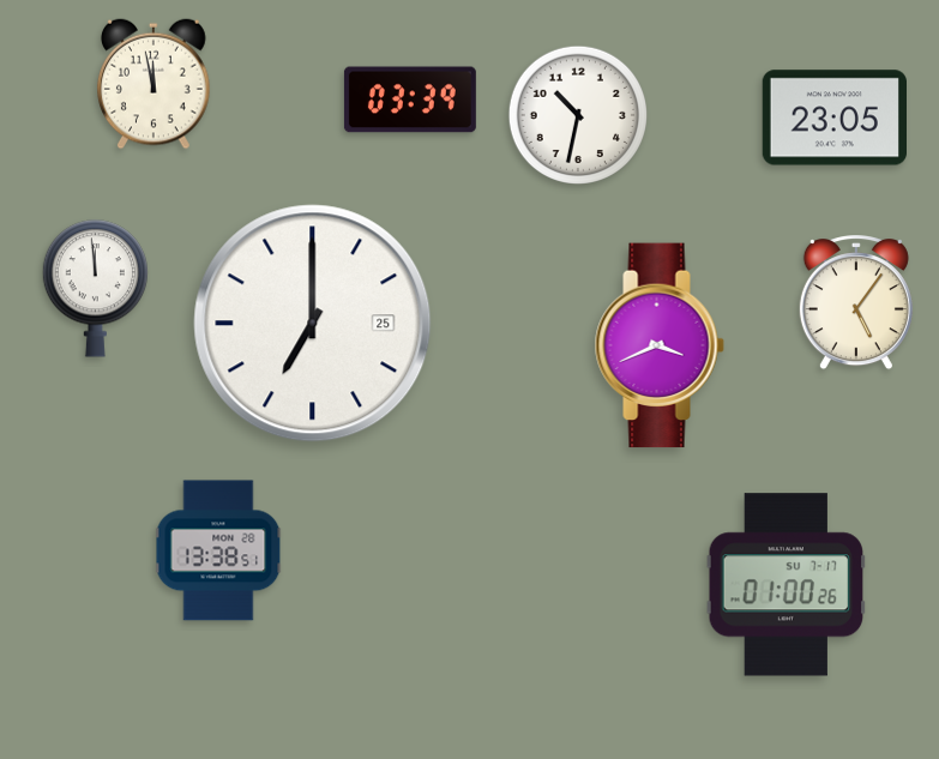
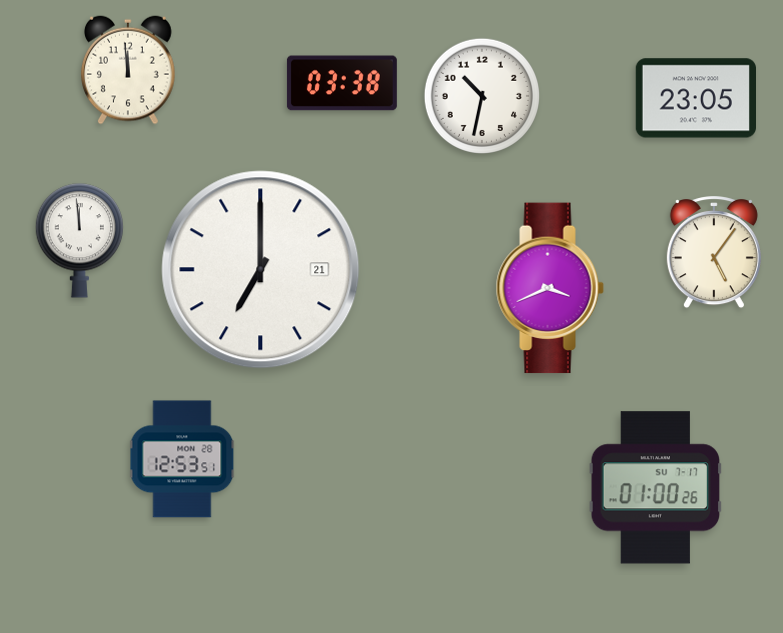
clock at (155, 84): 11:58 -> 11:59
clock at (410, 100): 03:39 -> 03:38
clock at (313, 324) date: 25 -> 21
clock at (218, 550): 13:38 -> 12:53
